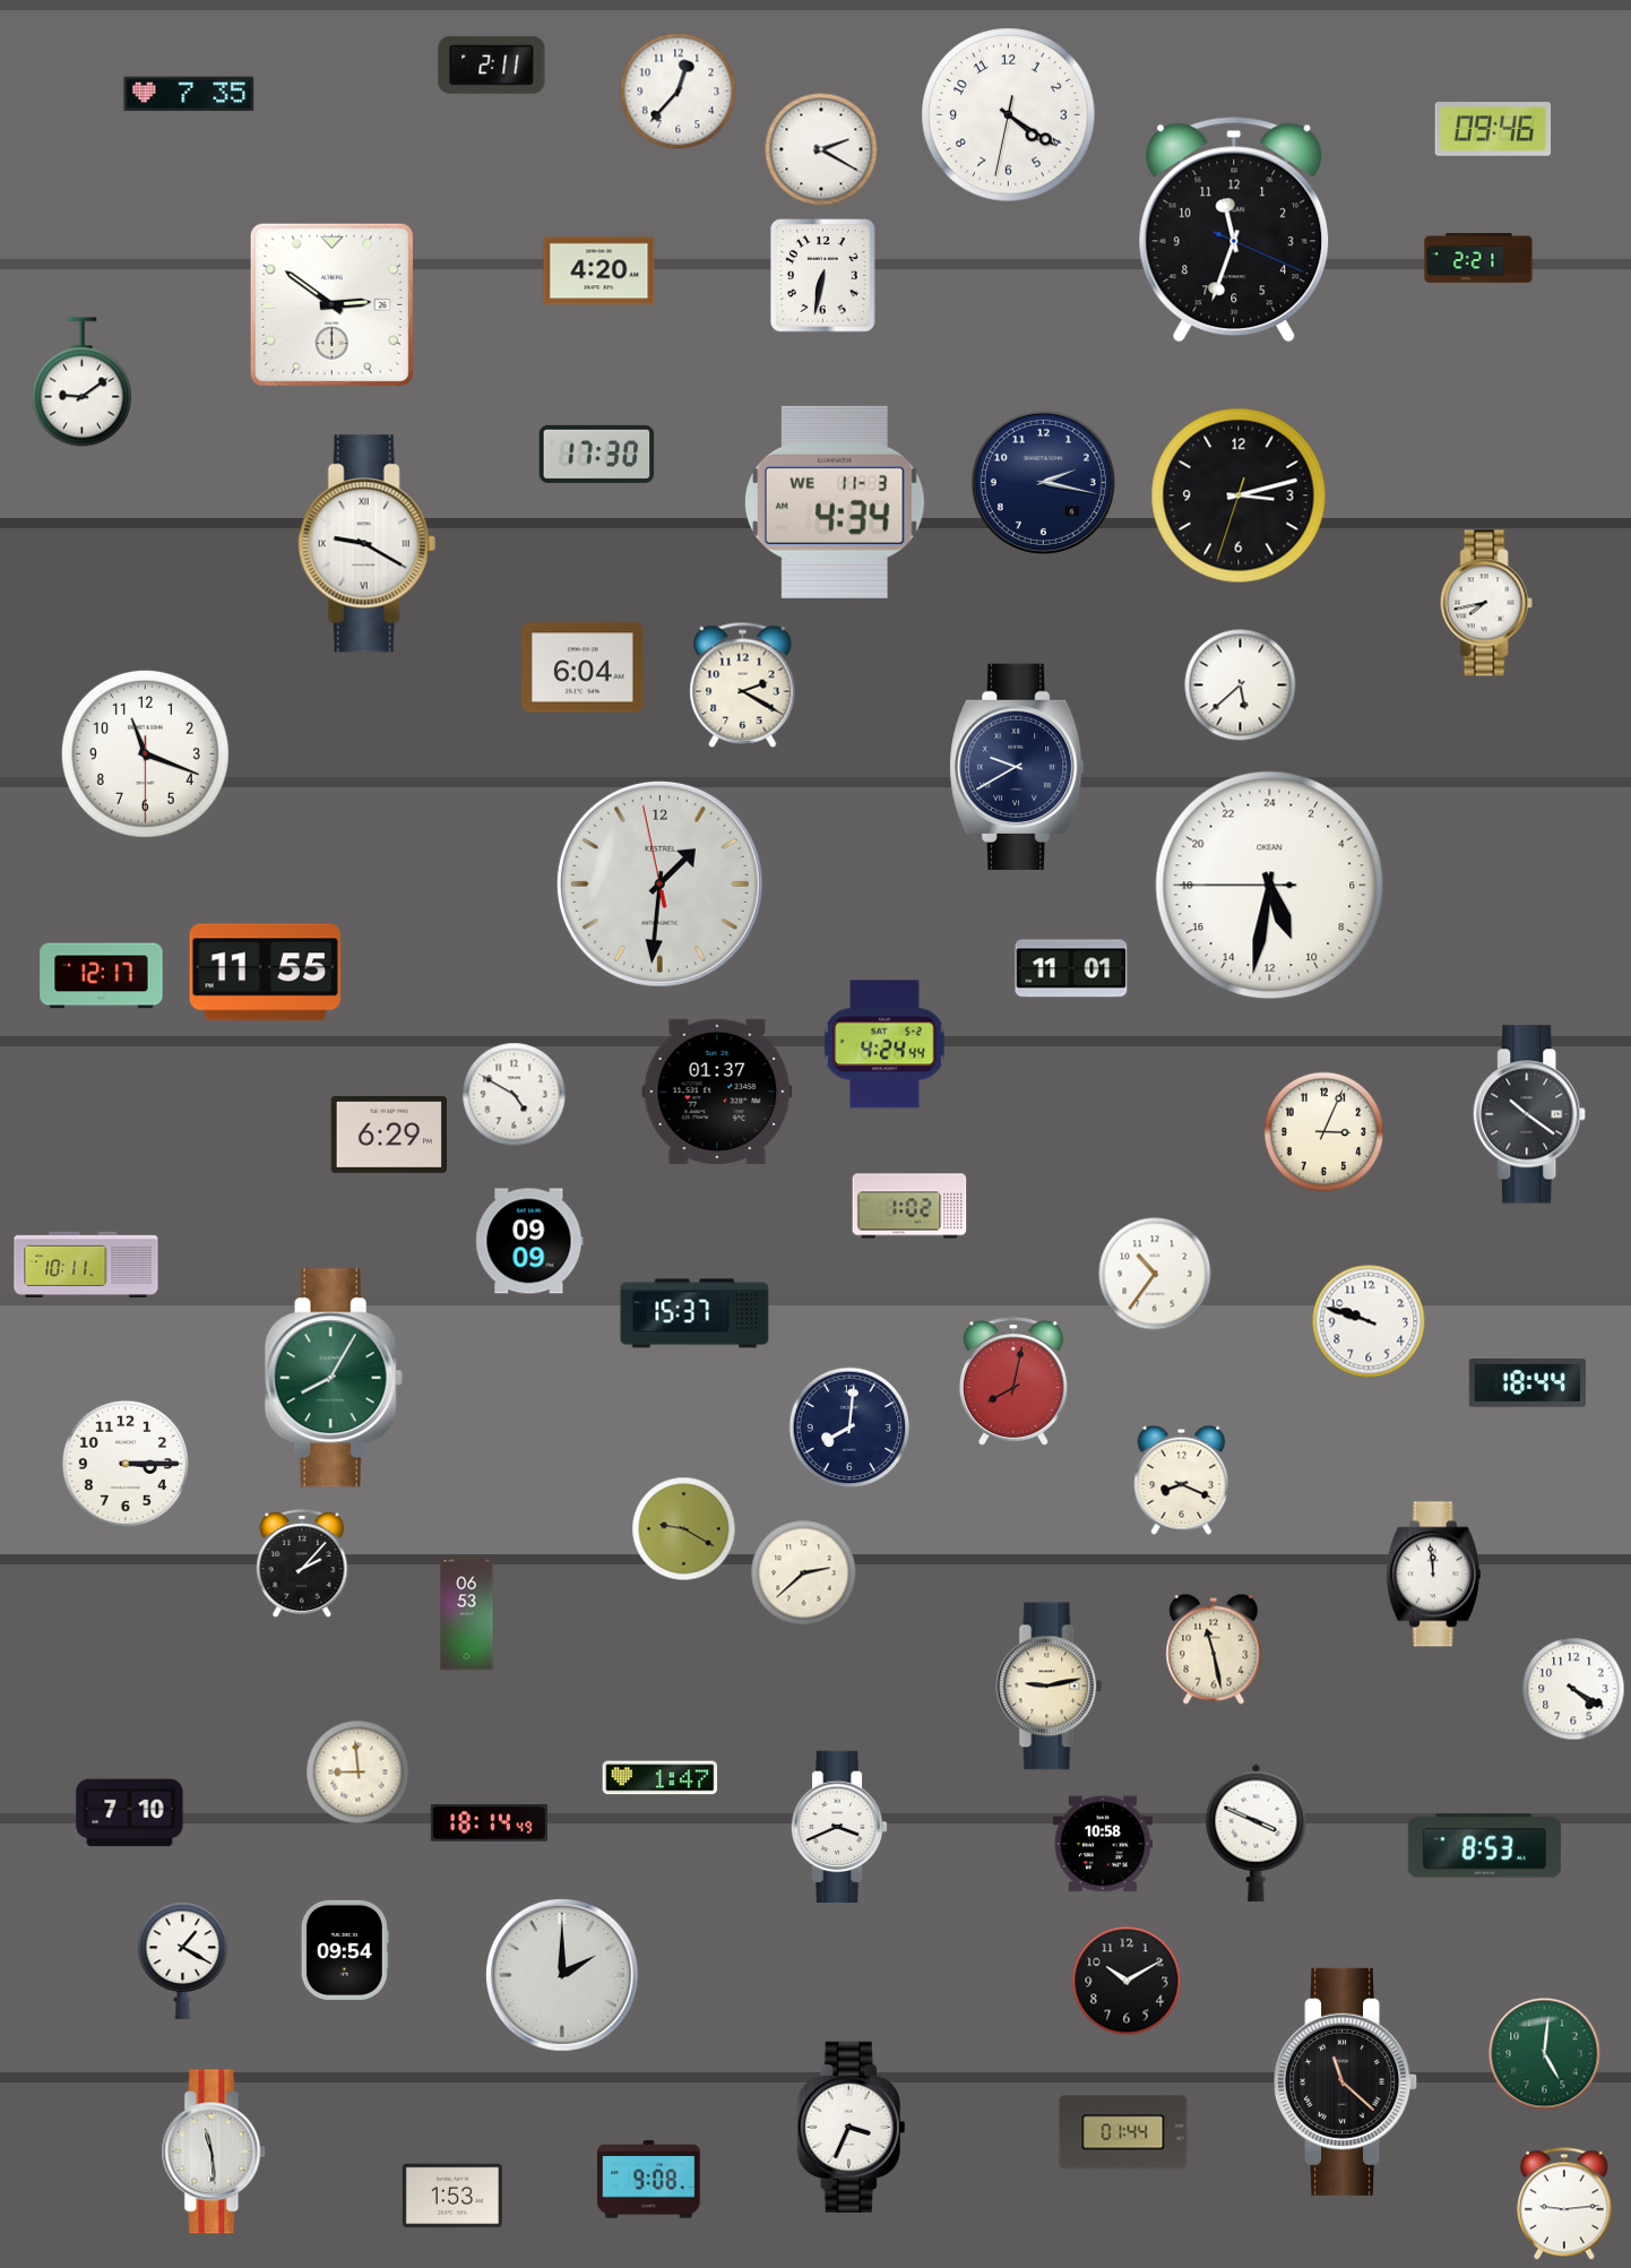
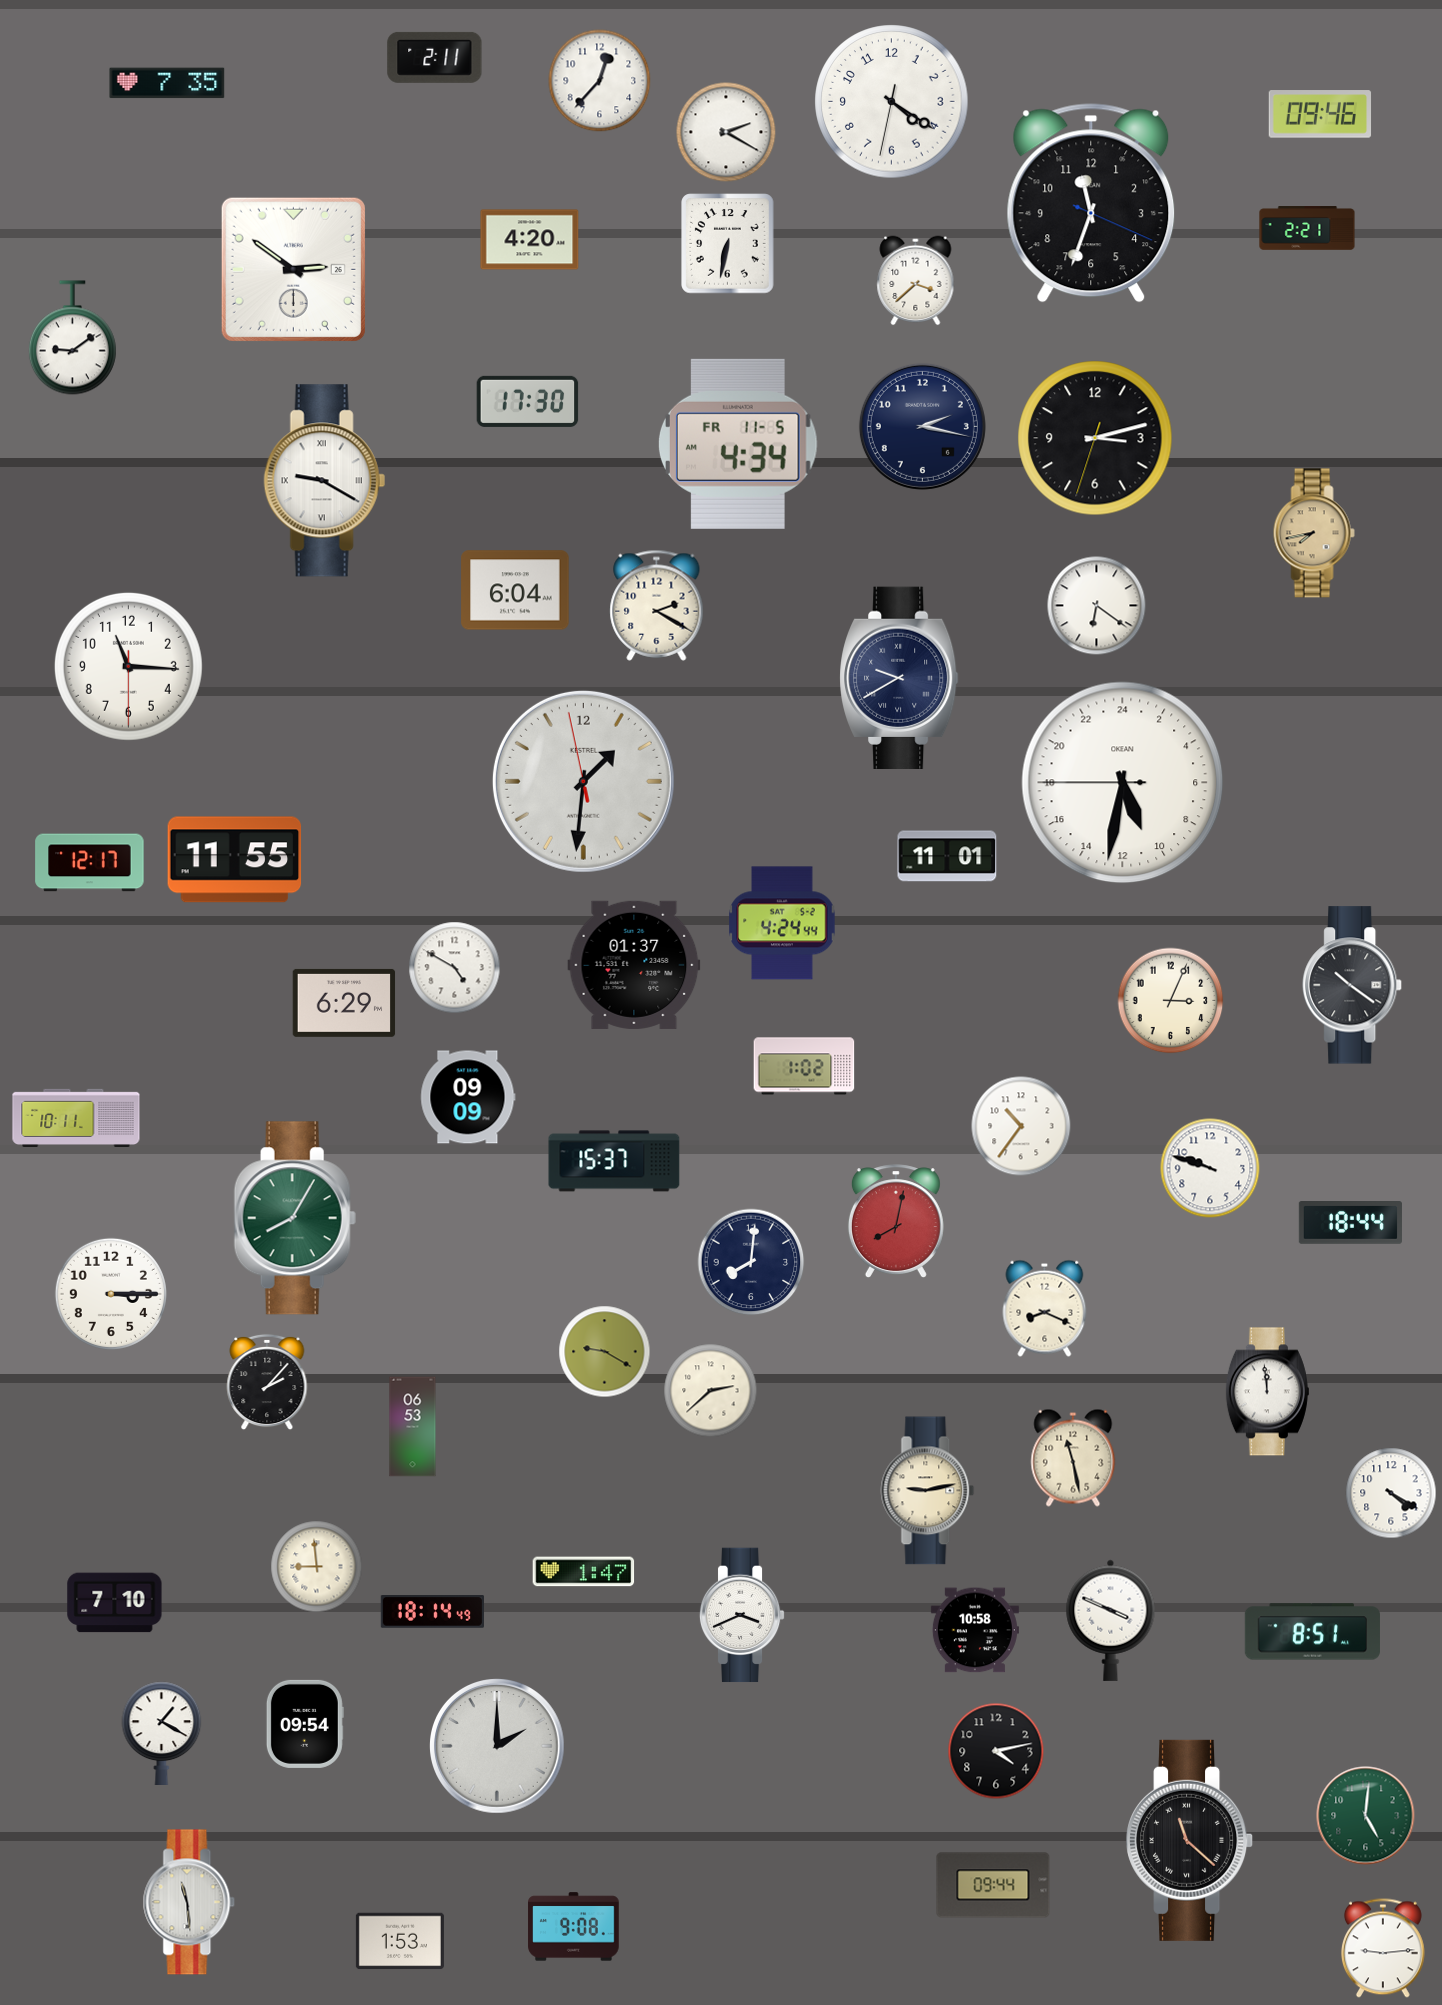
clock at (916, 281): none -> 3:38
clock at (835, 502) date: WE 11-3 -> FR 11-5
clock at (1486, 603) dial: white -> champagne
clock at (1241, 685): 5:38 -> 6:21
clock at (145, 753): 11:18 -> 11:15
clock at (1484, 1846): 8:53 -> 8:51
clock at (1127, 1981): 10:10 -> 4:13
clock at (852, 2127): 3:34 -> none
clock at (1123, 2132): 01:44 -> 09:44
